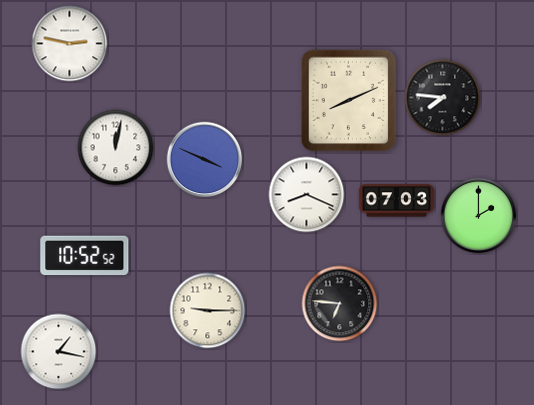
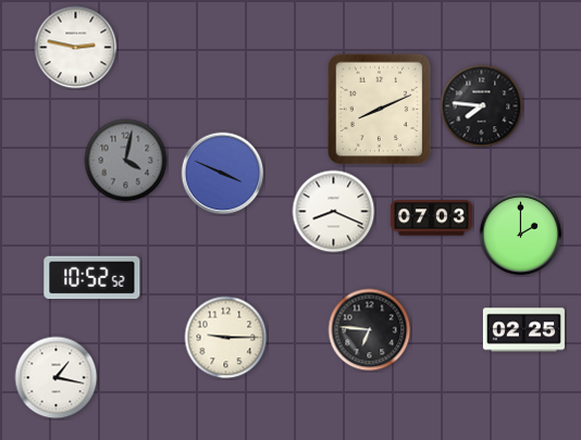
clock at (116, 148): 12:02 -> 4:02
clock at (116, 148) dial: white -> grey
clock at (523, 330): none -> 02:25
clock at (59, 352) position: (59, 352) -> (57, 378)
